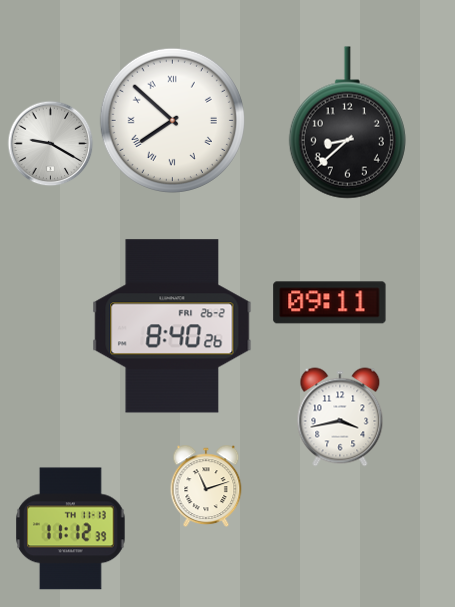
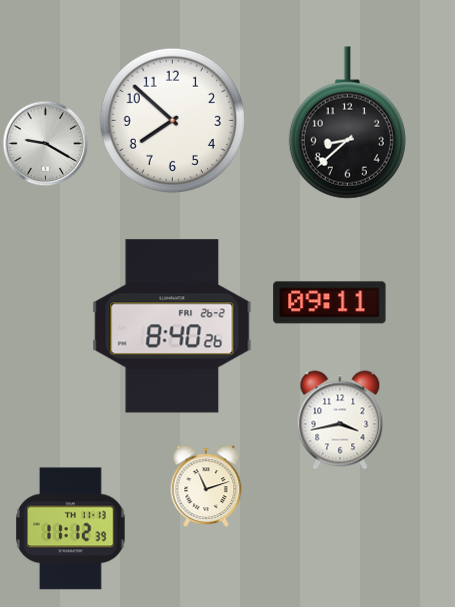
clock at (172, 120) numerals: Roman -> Arabic
clock at (51, 144) position: (51, 144) -> (46, 144)
clock at (340, 417) position: (340, 417) -> (340, 420)
